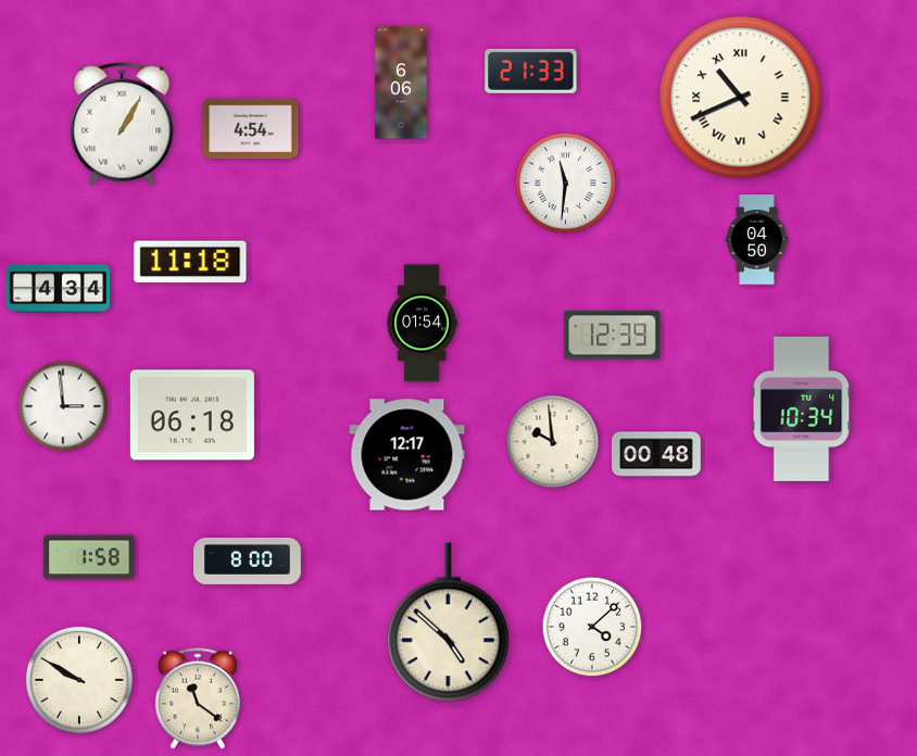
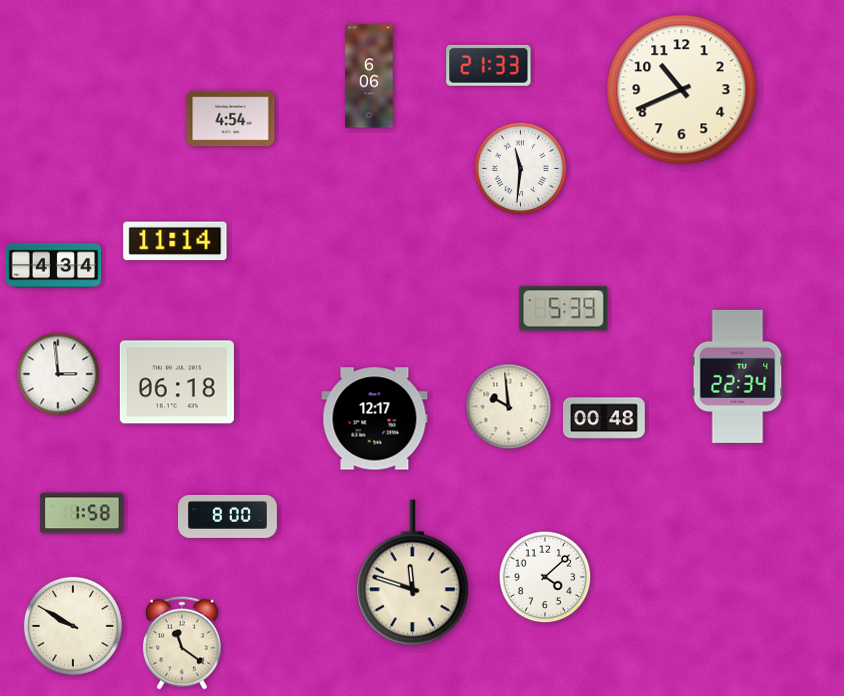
clock at (741, 98) numerals: Roman -> Arabic
clock at (122, 124): 1:05 -> none
clock at (757, 240): 04:50 -> none
clock at (190, 262): 11:18 -> 11:14
clock at (422, 324): 01:54 -> none
clock at (613, 336): 12:39 -> 5:39
clock at (802, 408): 10:34 -> 22:34
clock at (449, 622): 4:52 -> 11:48
